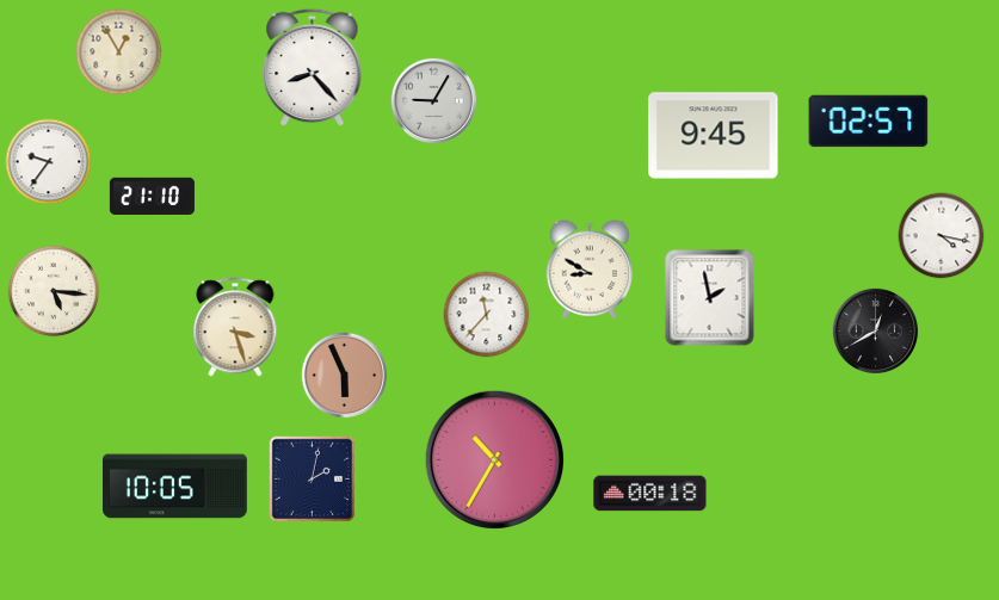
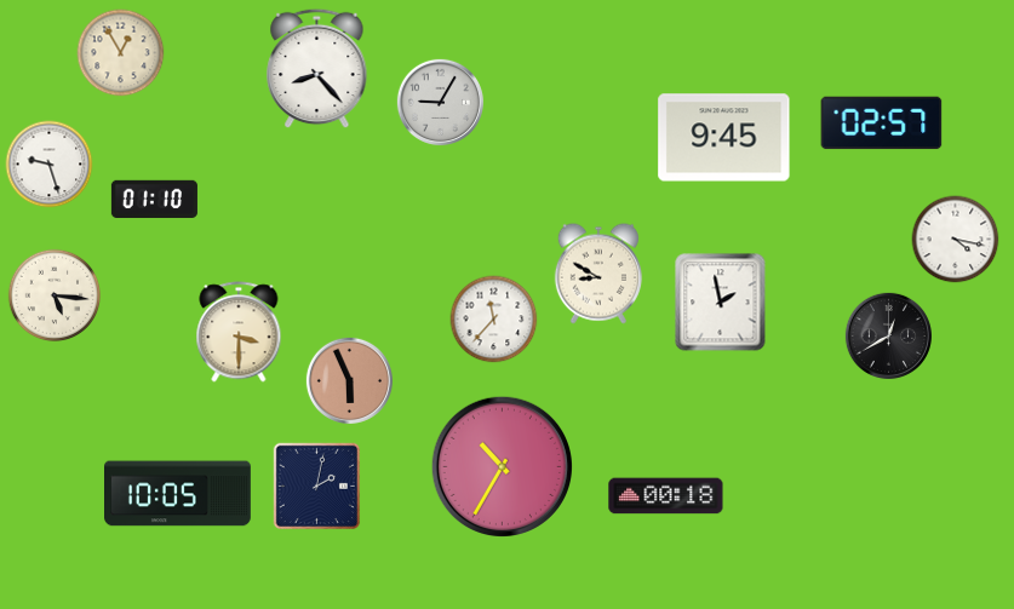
clock at (49, 162): 9:36 -> 9:27
clock at (152, 197): 21:10 -> 01:10
clock at (235, 327): 3:27 -> 3:30
clock at (650, 494) position: (650, 494) -> (666, 496)
